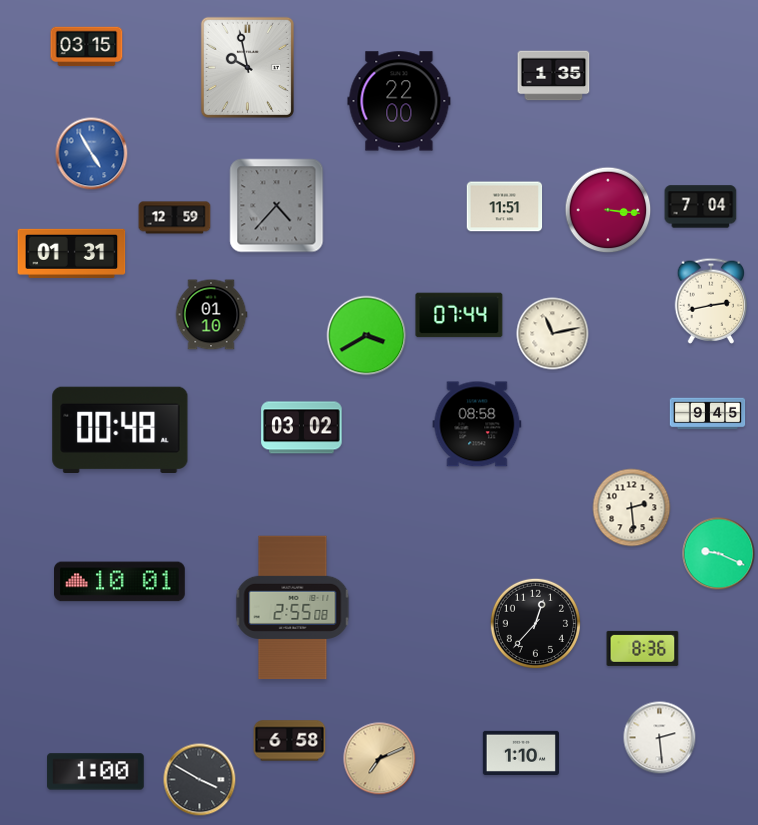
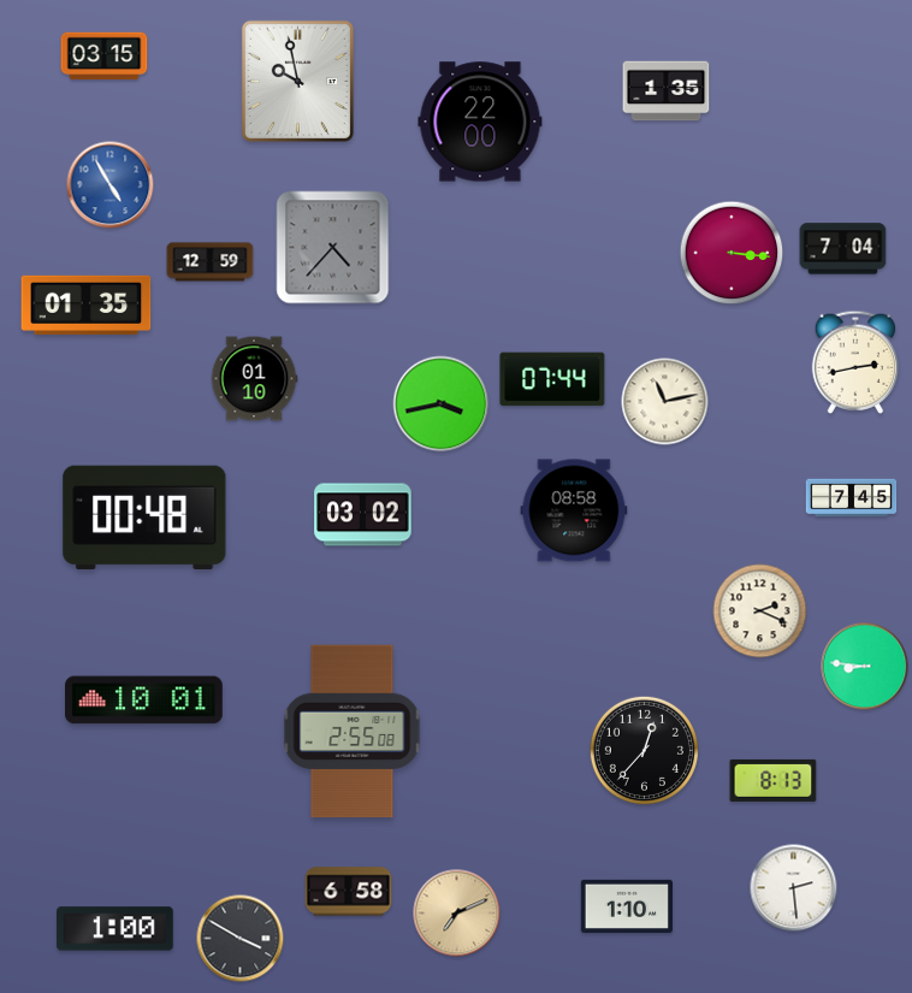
clock at (505, 207): 11:51 -> none
clock at (72, 253): 01:31 -> 01:35
clock at (367, 336): 3:40 -> 3:43
clock at (708, 414): 9:45 -> 7:45
clock at (632, 508): 2:29 -> 2:19
clock at (719, 554): 9:19 -> 8:46
clock at (643, 648): 8:36 -> 8:13
